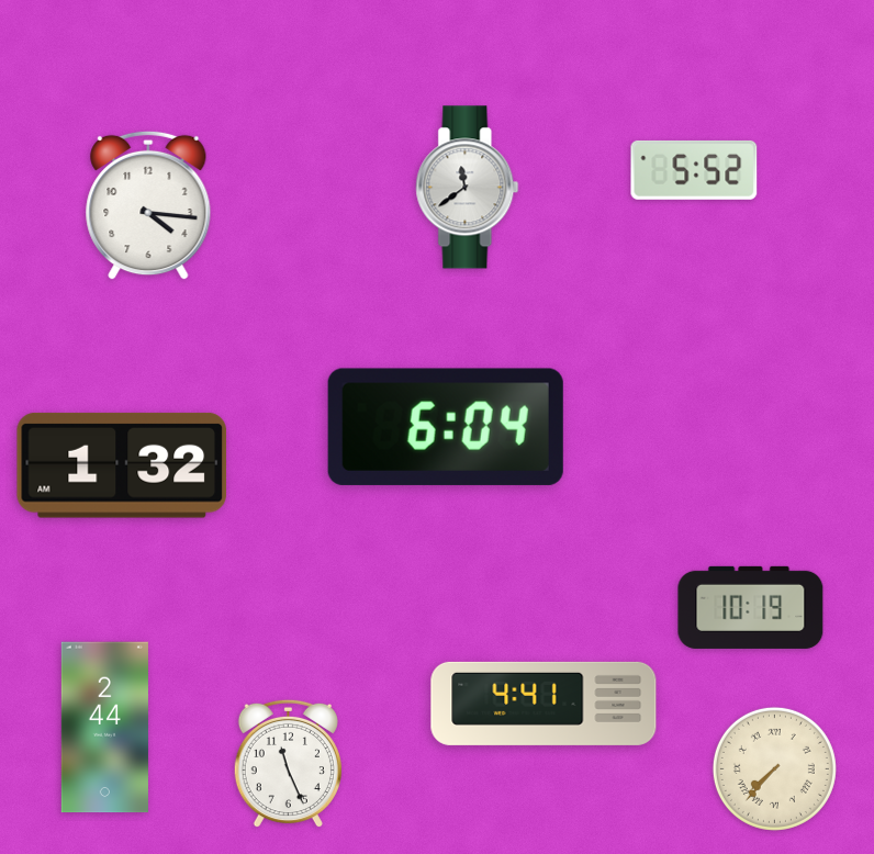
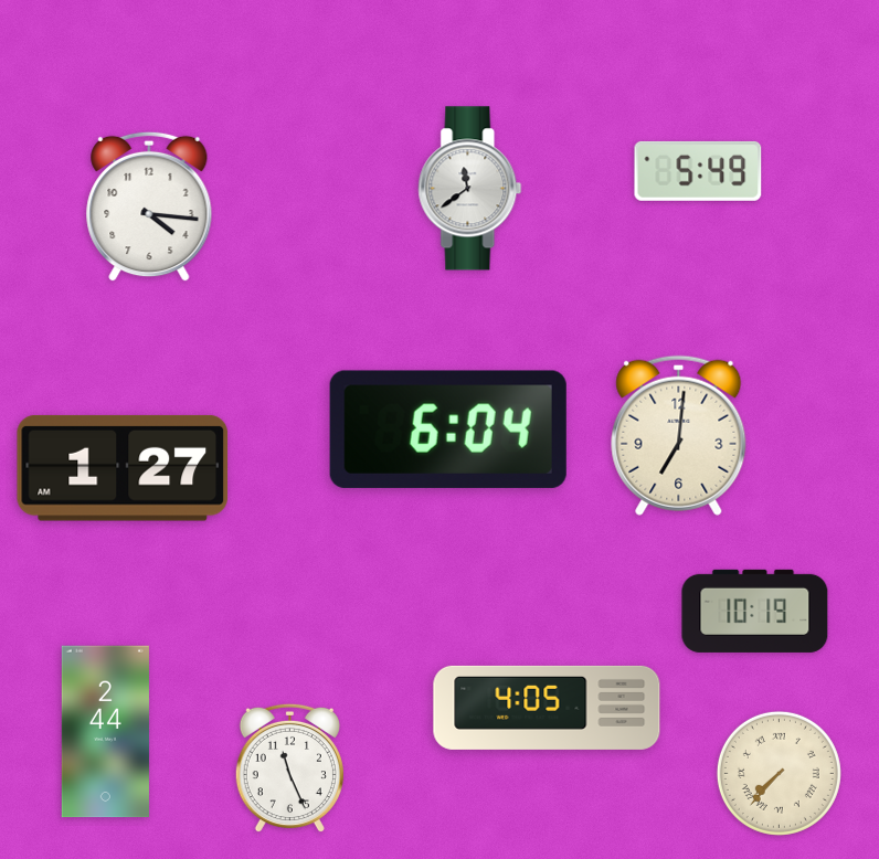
clock at (694, 170): 5:52 -> 5:49
clock at (679, 435): none -> 7:01
clock at (122, 465): 1:32 -> 1:27
clock at (544, 704): 4:41 -> 4:05
